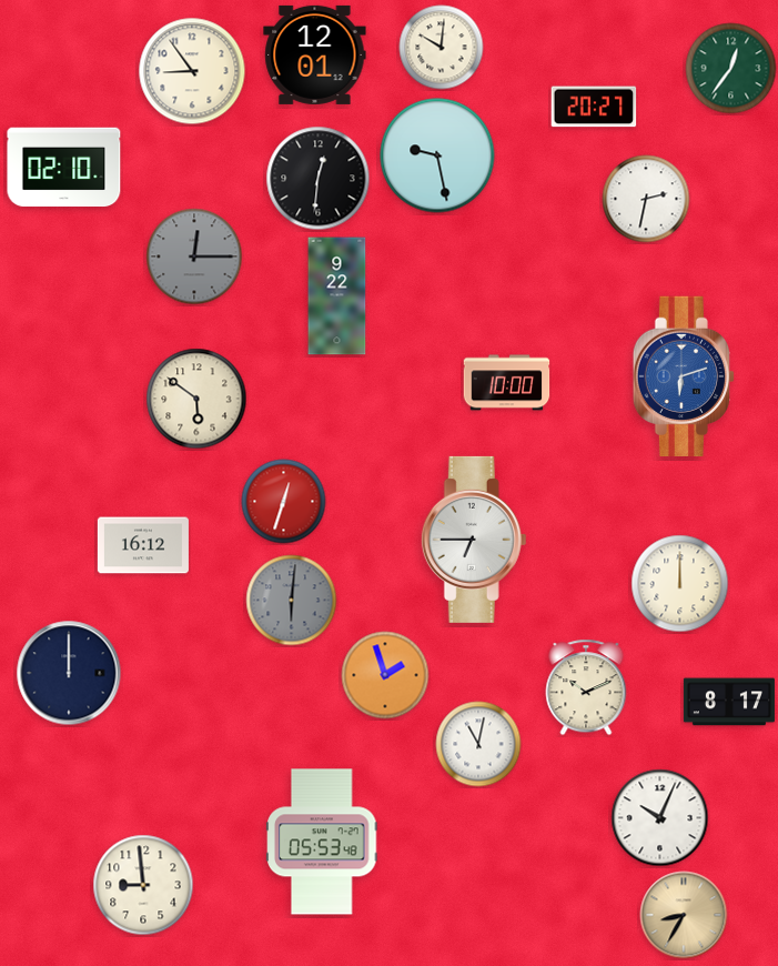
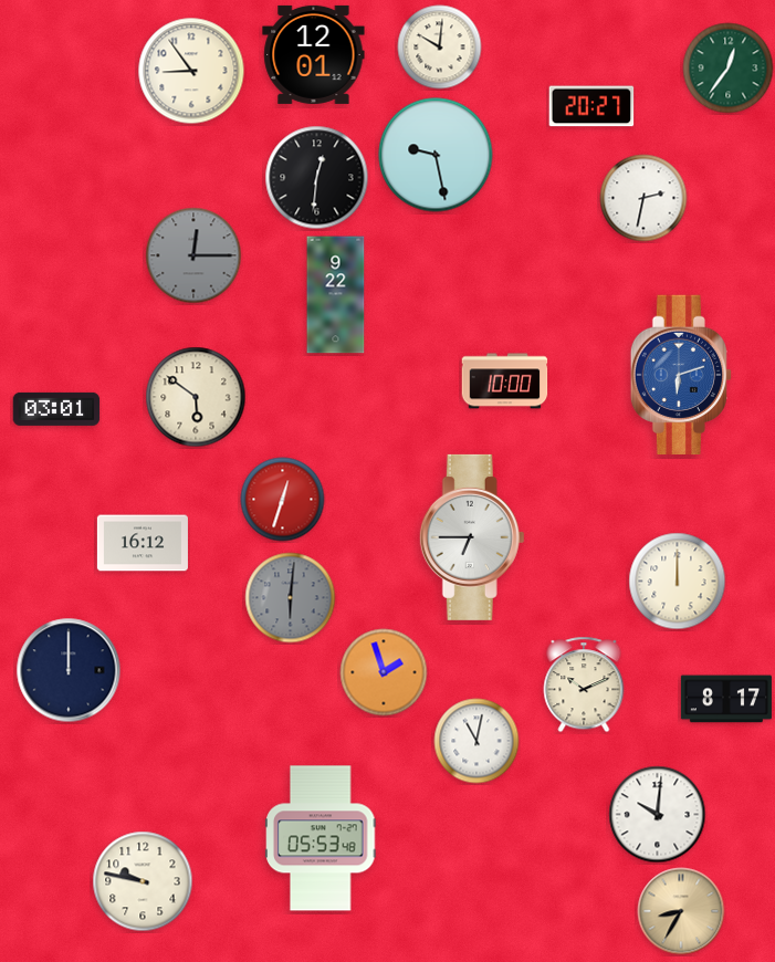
clock at (64, 168): 02:10 -> none
clock at (56, 409): none -> 03:01
clock at (660, 818): 10:04 -> 10:01
clock at (143, 885): 8:59 -> 9:47
